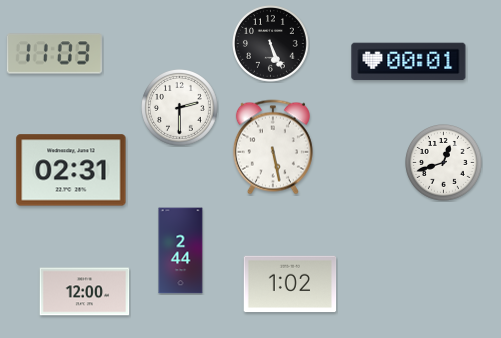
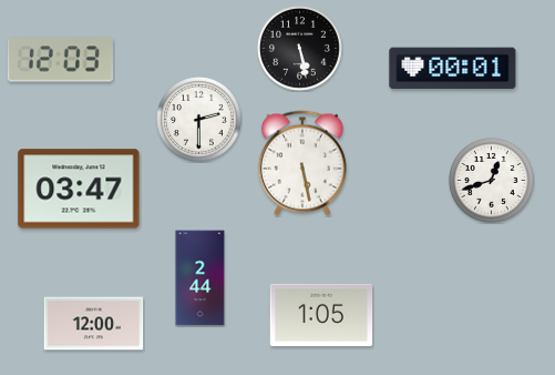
clock at (271, 44): 5:26 -> 5:28
clock at (54, 54): 11:03 -> 12:03
clock at (71, 170): 02:31 -> 03:47
clock at (290, 284): 1:02 -> 1:05
